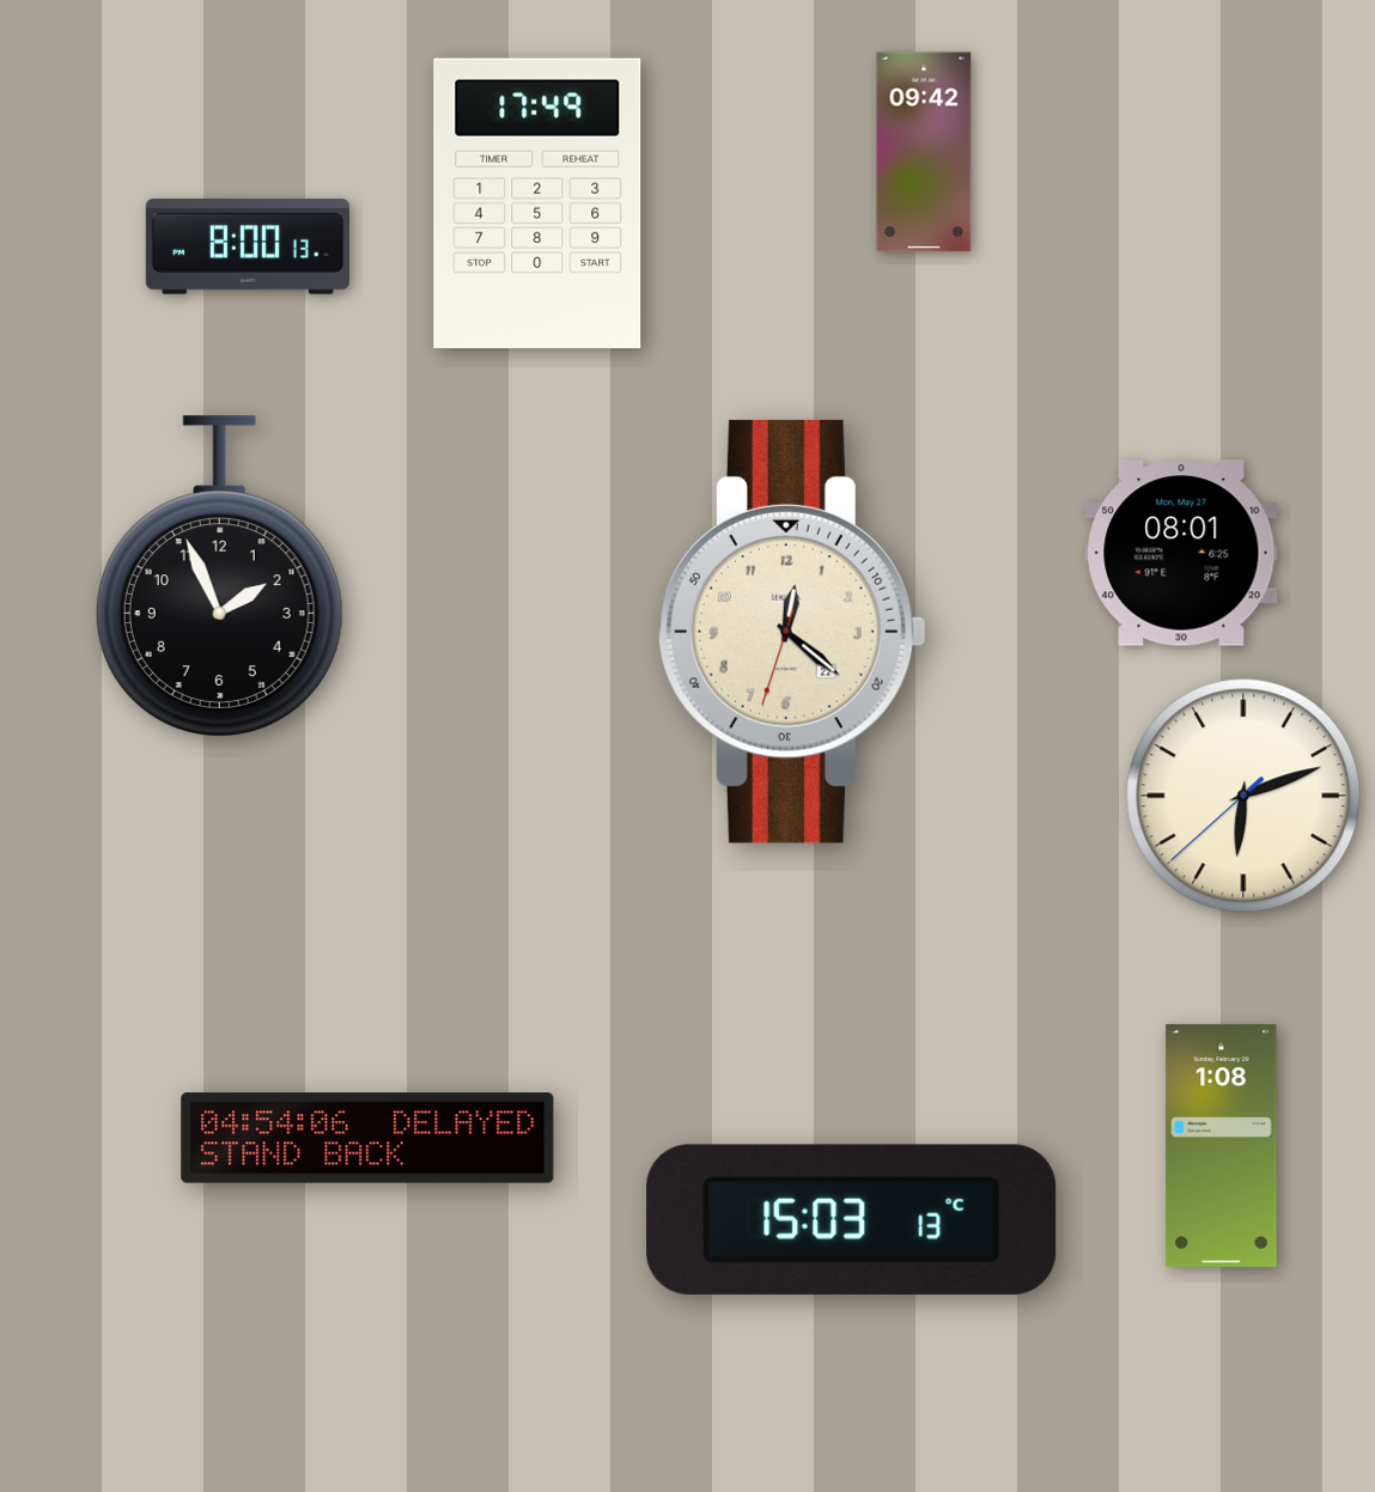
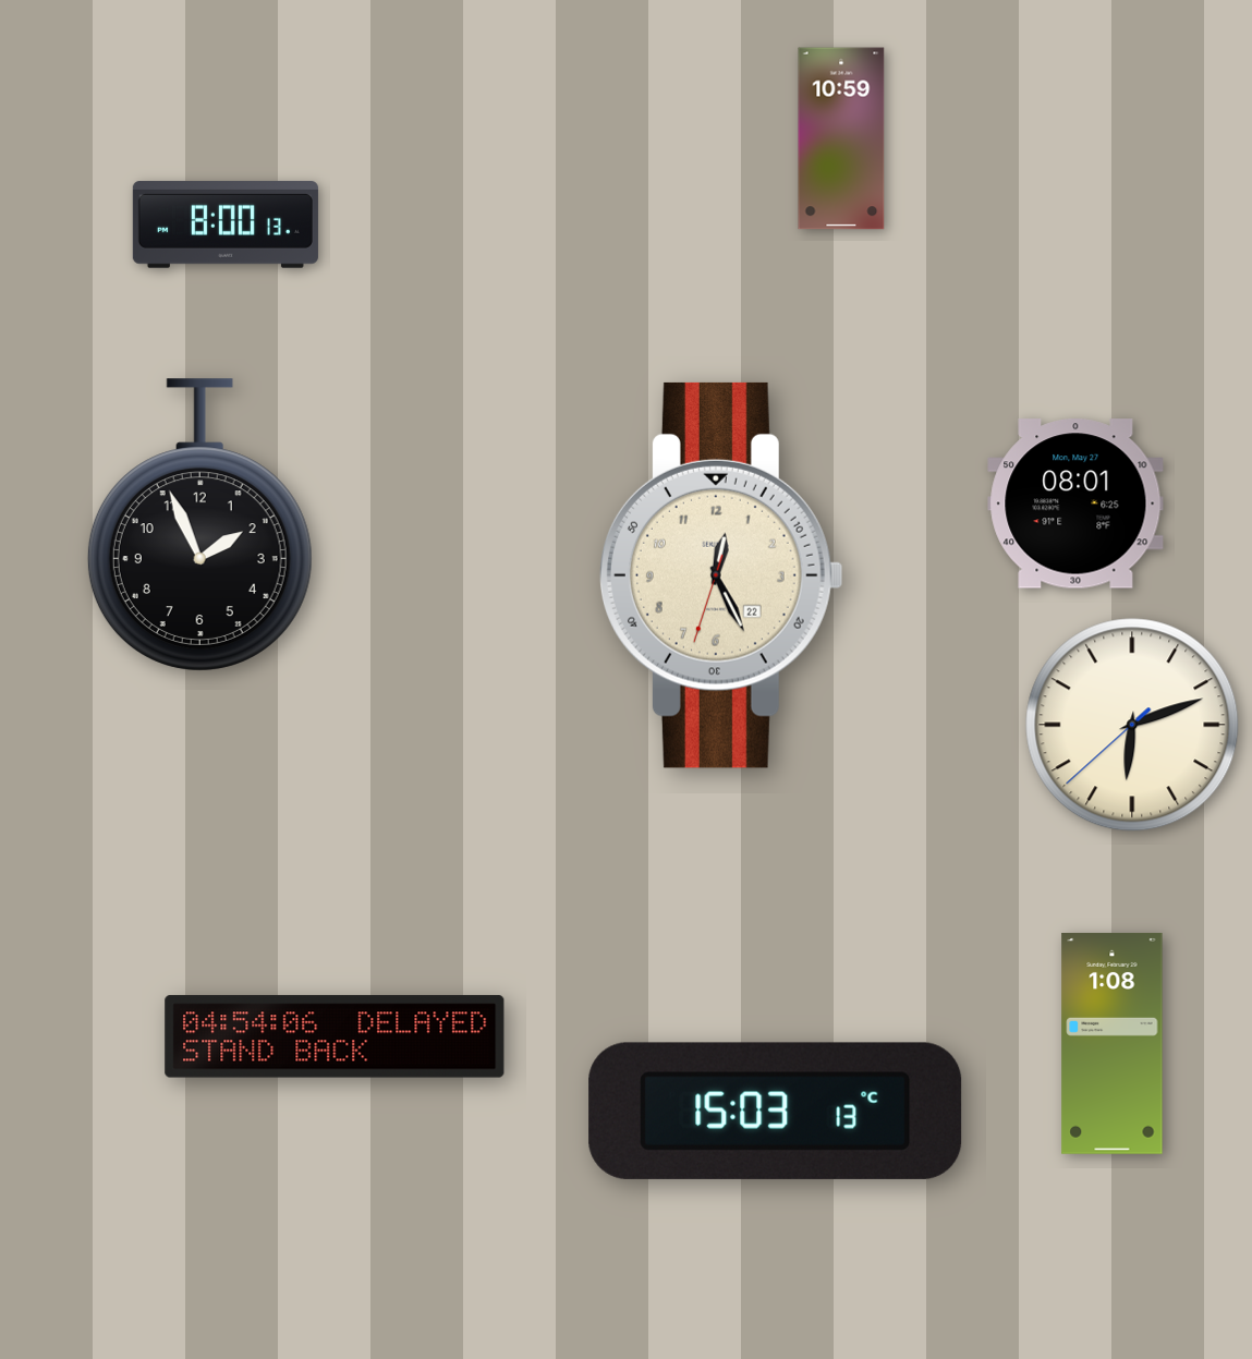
clock at (924, 152): 09:42 -> 10:59
clock at (537, 203): 17:49 -> none
clock at (792, 632): 12:21 -> 12:25
